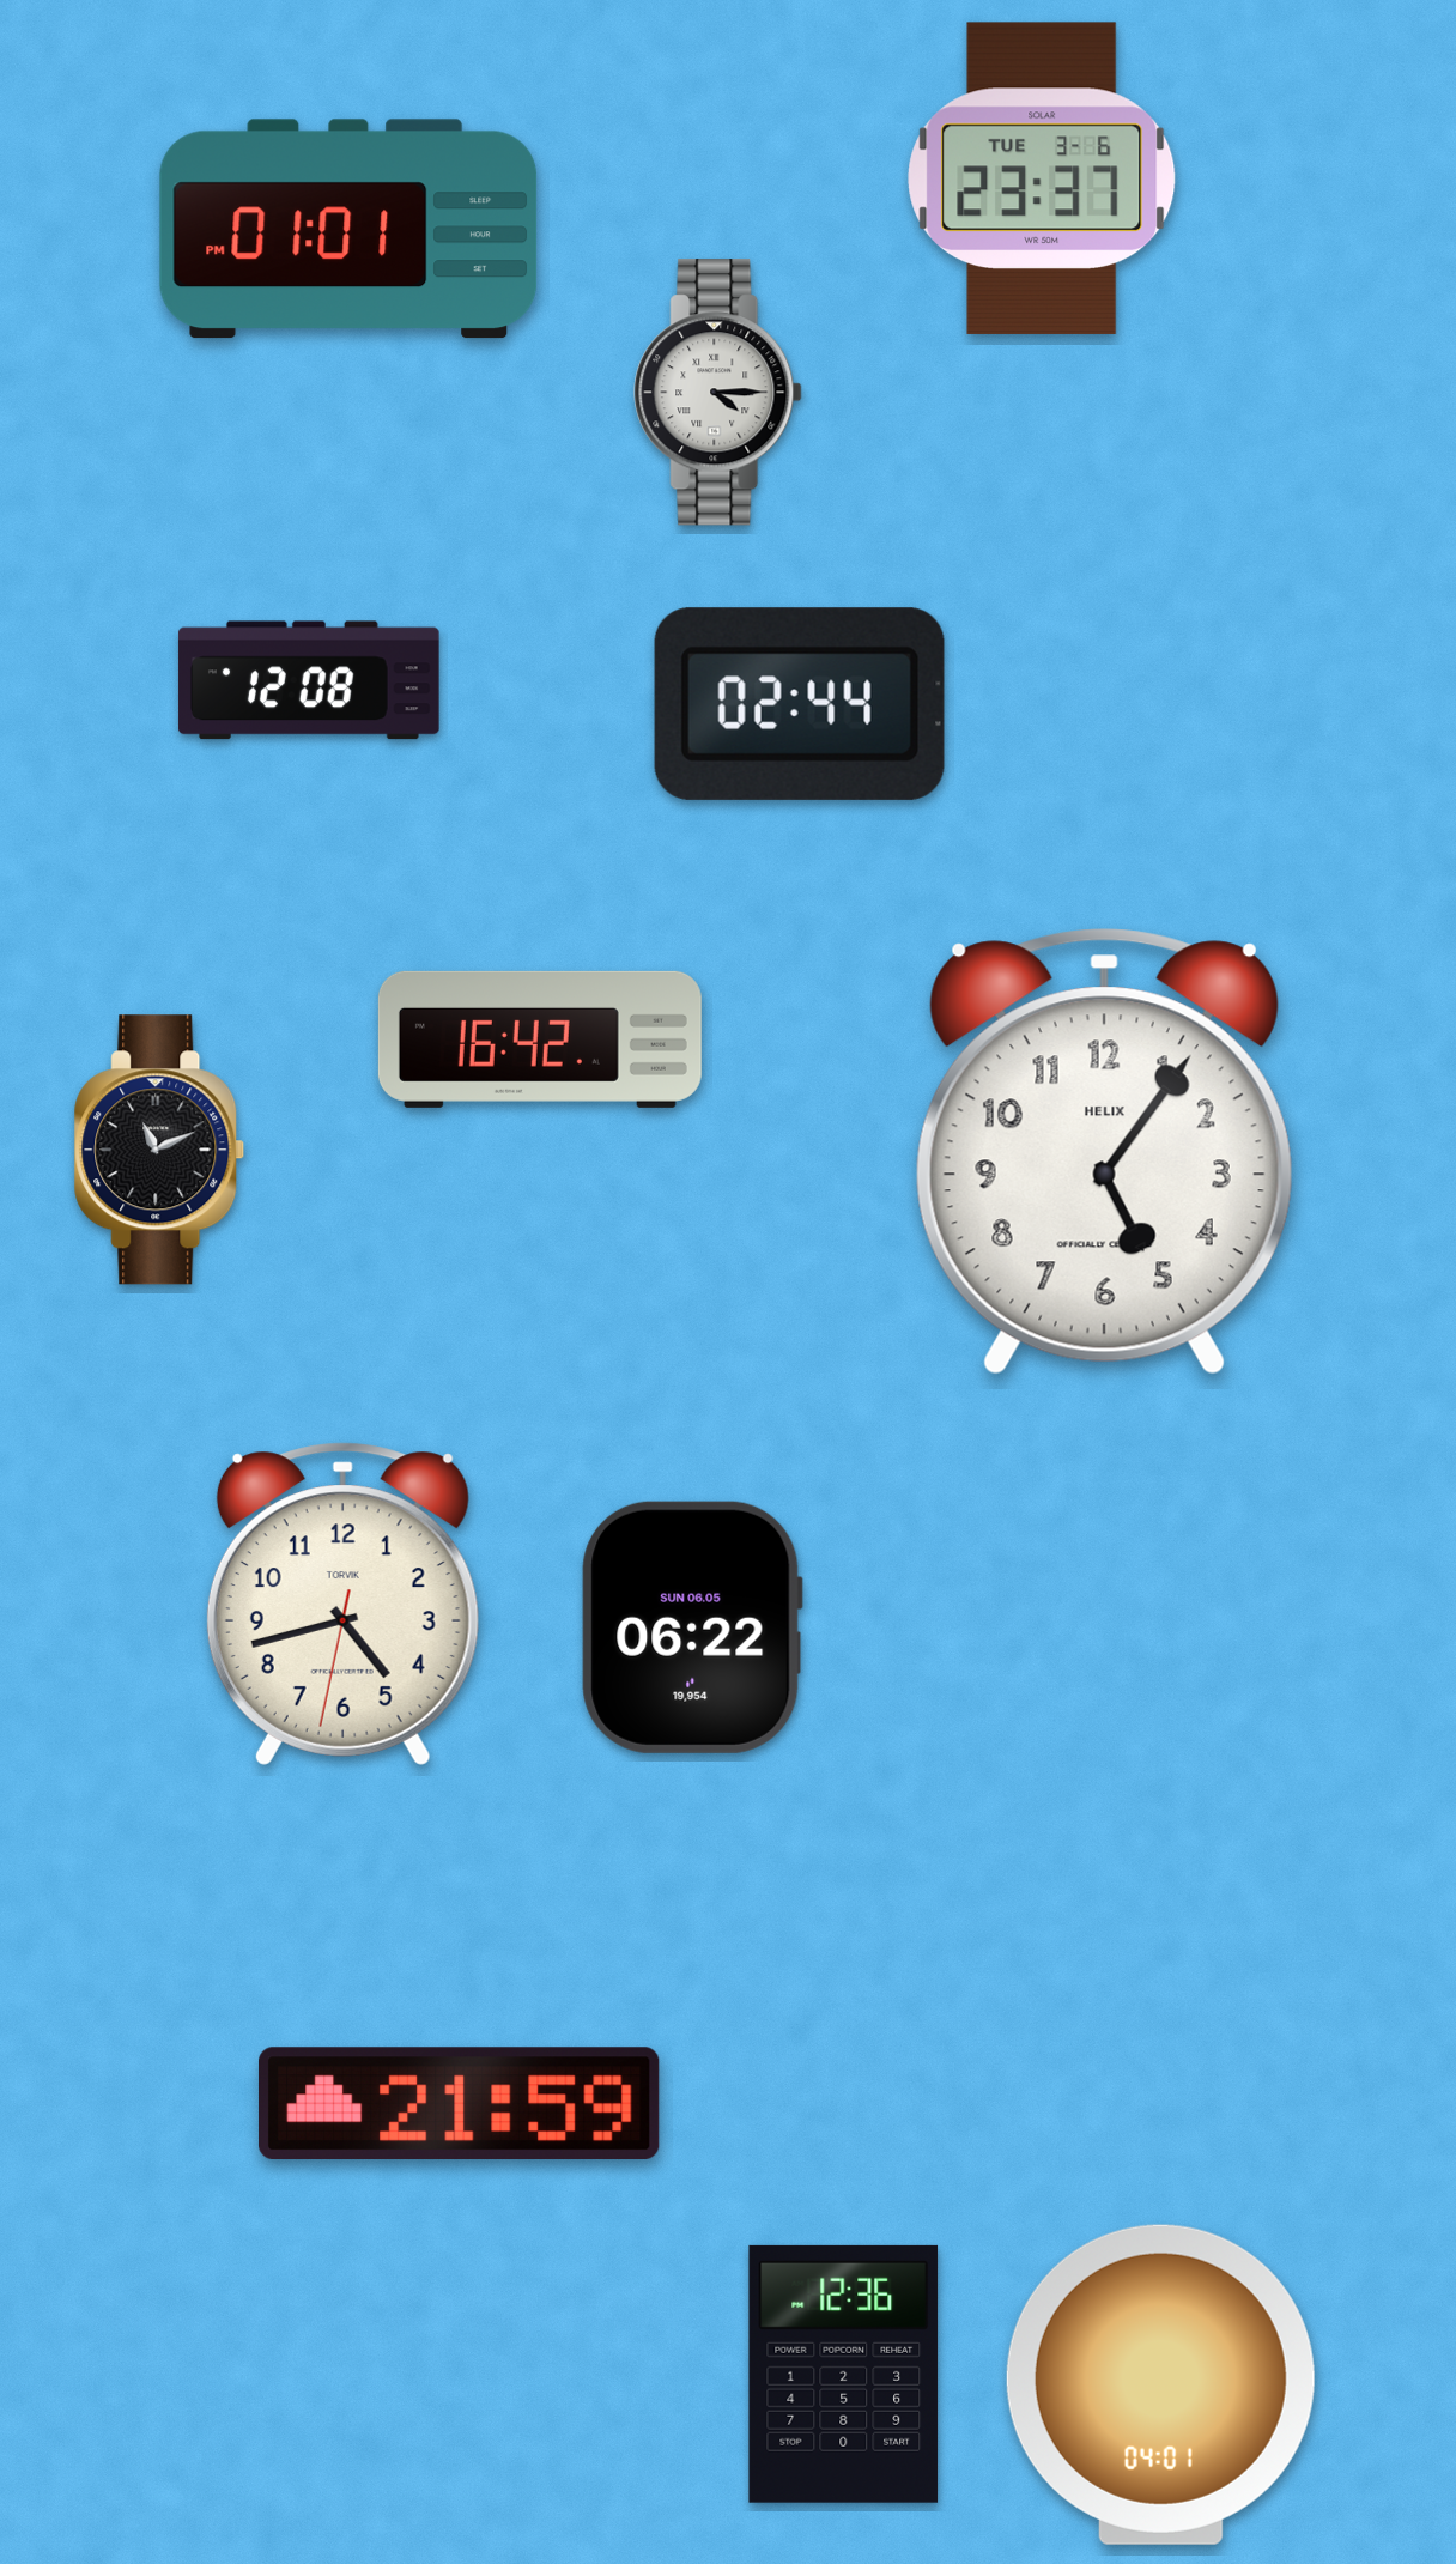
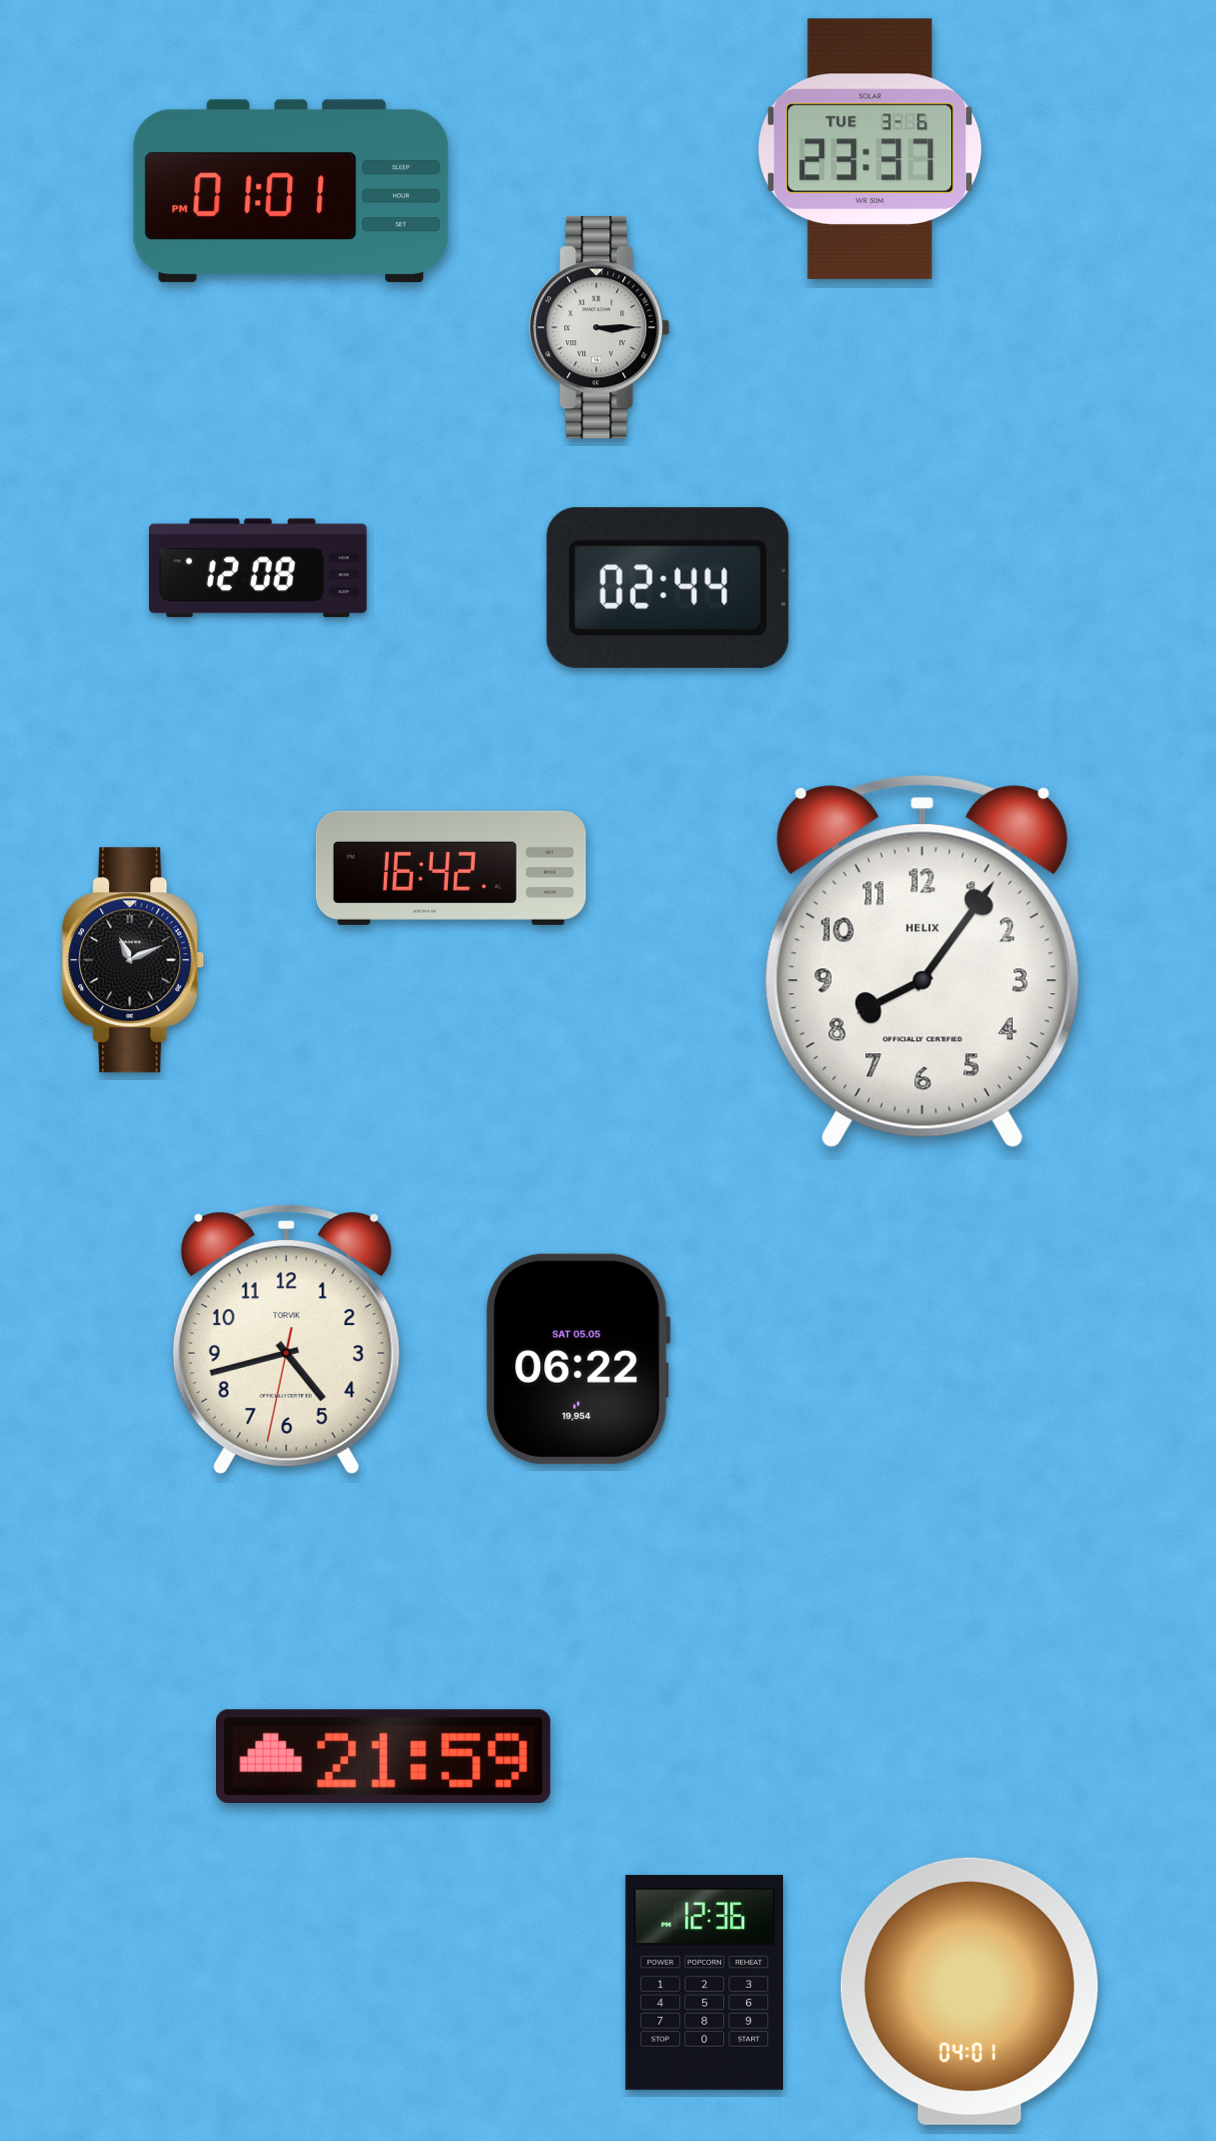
clock at (718, 393): 4:15 -> 3:15
clock at (1104, 1152): 5:06 -> 8:06
clock at (692, 1627) date: SUN 06.05 -> SAT 05.05
